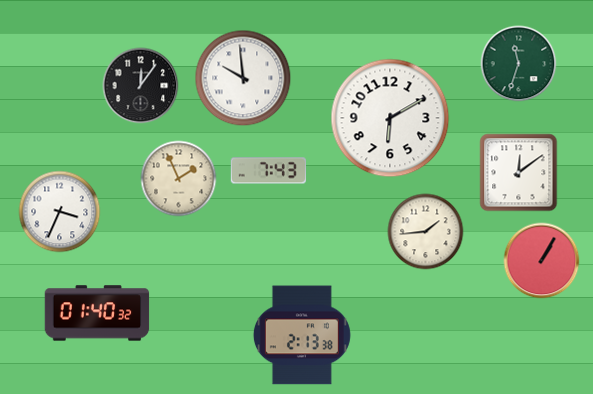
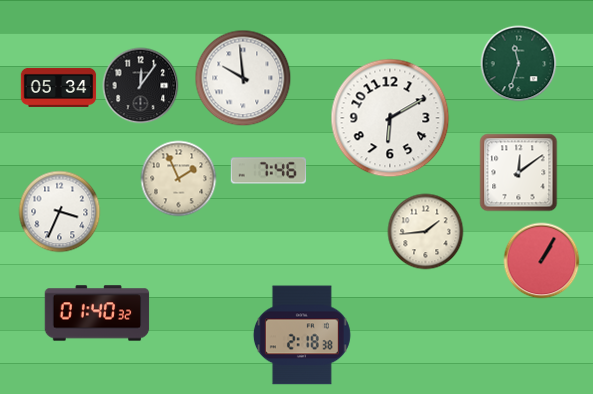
clock at (59, 87): none -> 05:34
clock at (268, 171): 7:43 -> 7:46
clock at (302, 335): 2:13 -> 2:18
